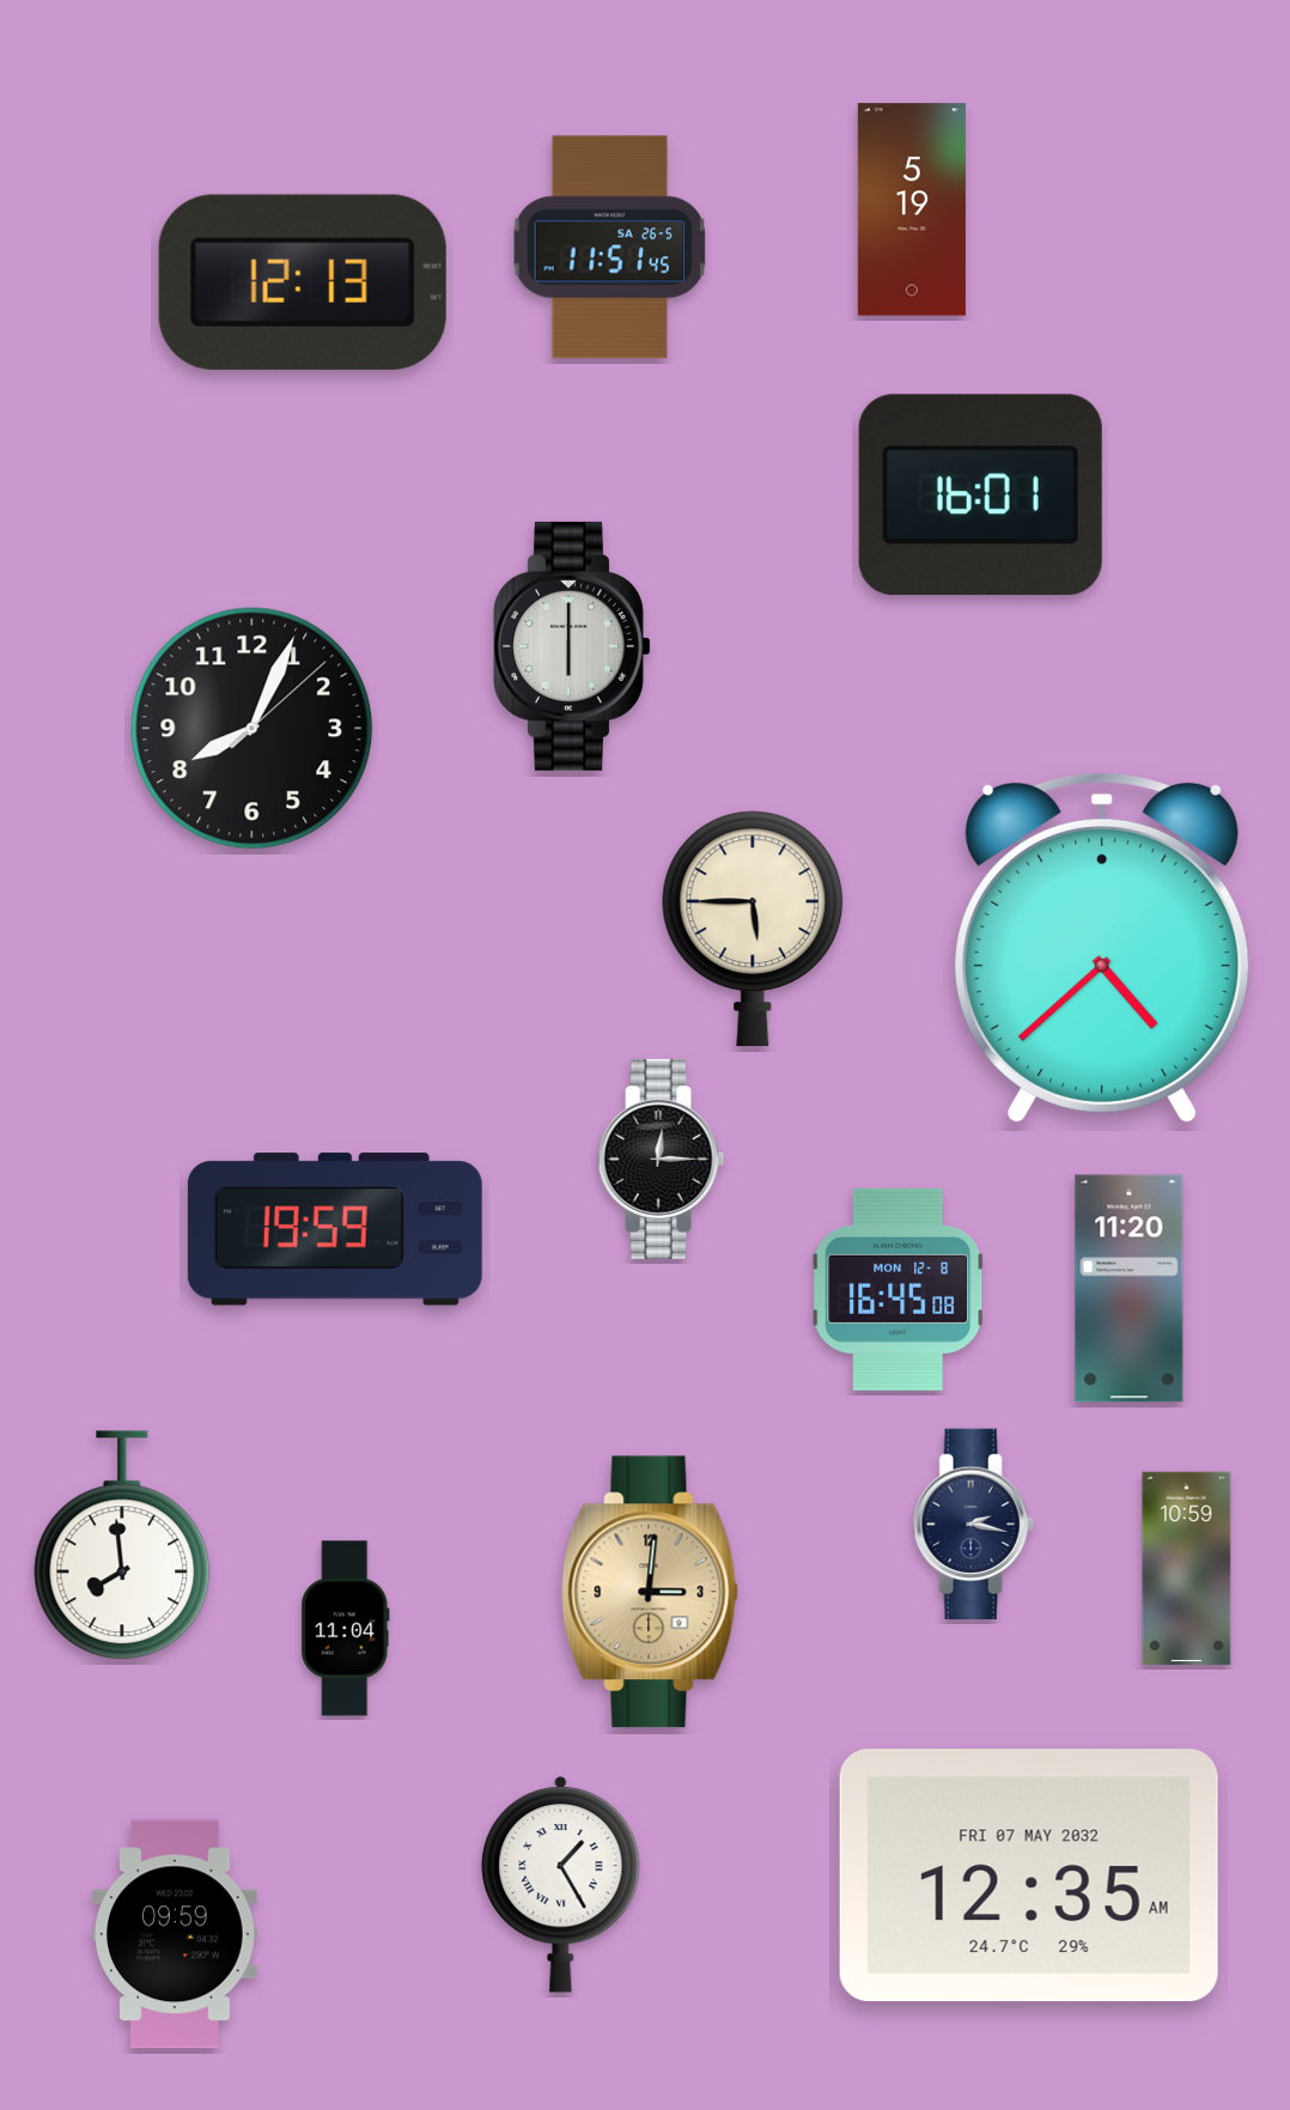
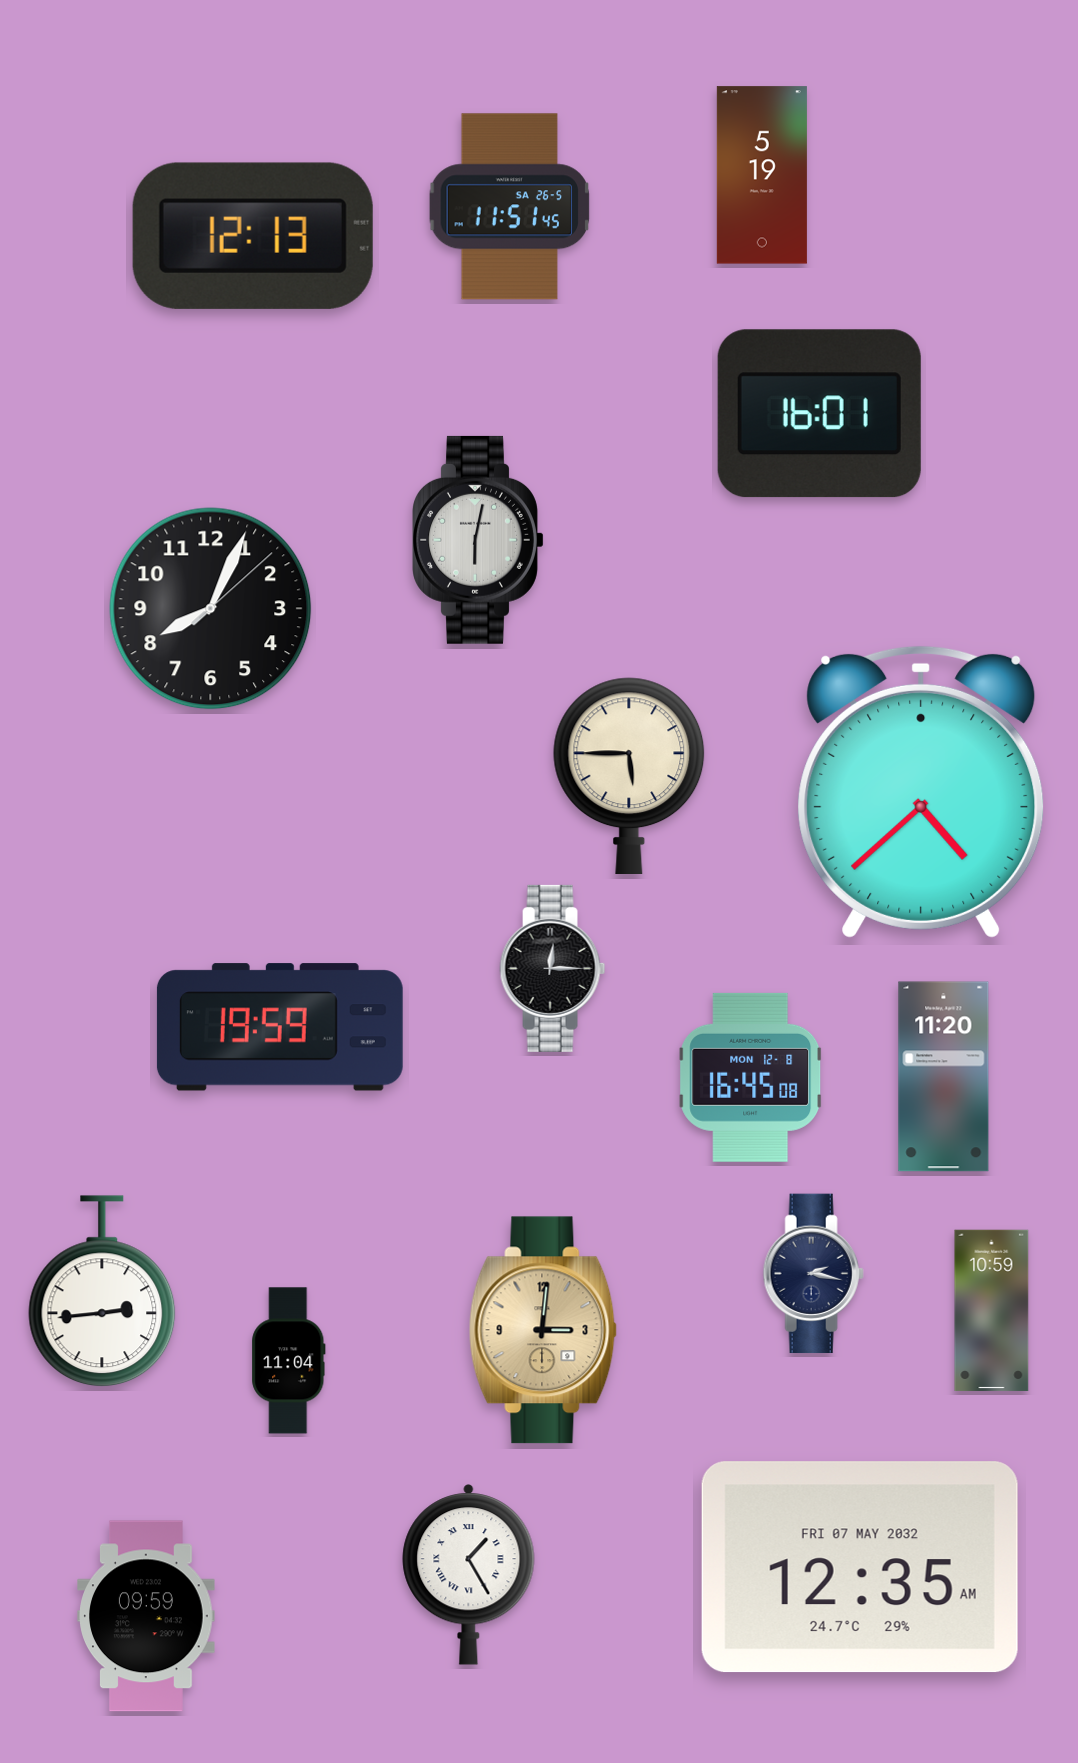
clock at (572, 646): 6:00 -> 6:02
clock at (122, 1546): 7:59 -> 2:44
